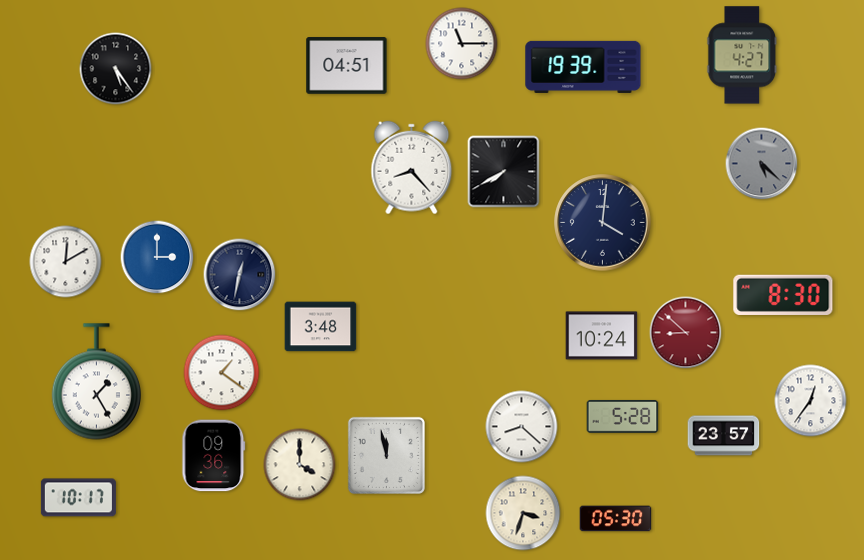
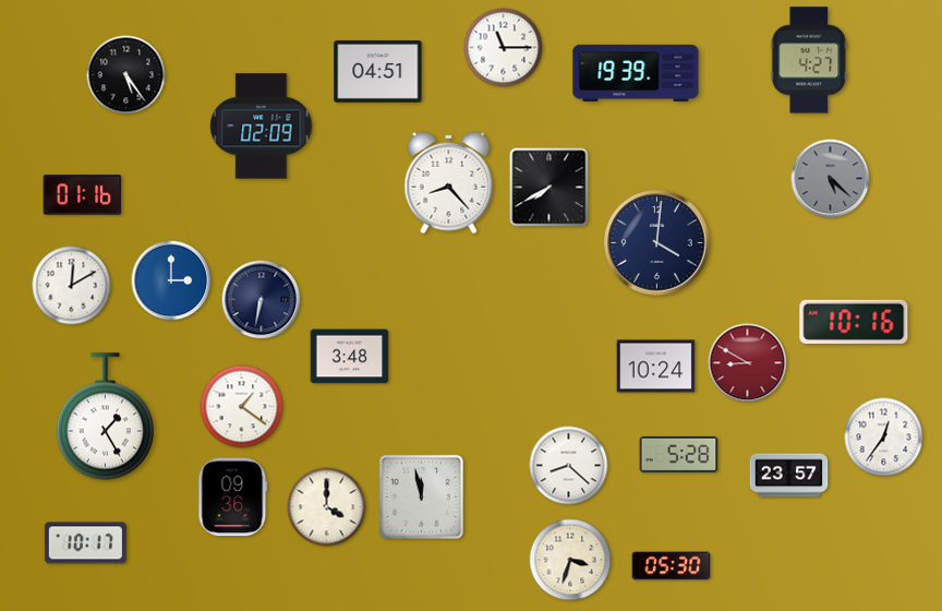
clock at (262, 127): none -> 02:09
clock at (83, 195): none -> 01:16
clock at (240, 275): 12:32 -> 6:32
clock at (783, 295): 8:30 -> 10:16
clock at (686, 333): 8:52 -> 8:50
